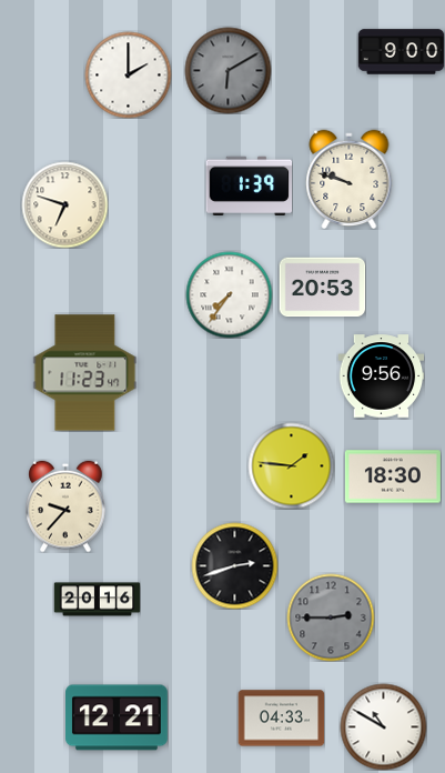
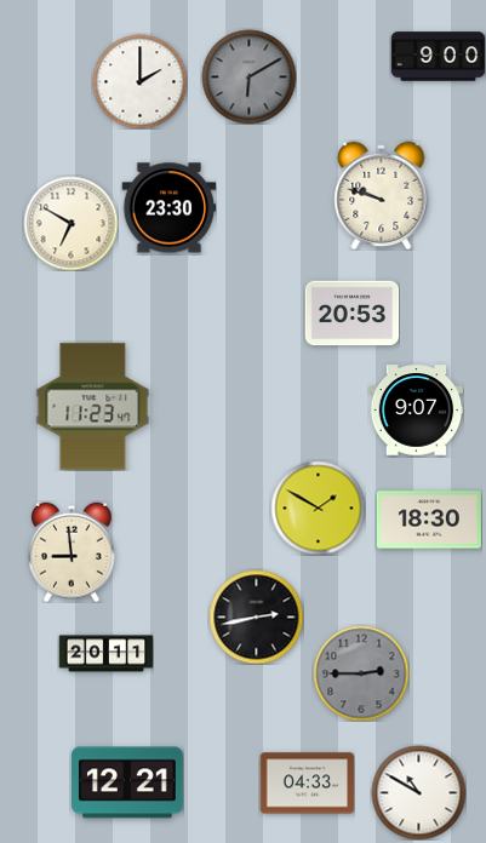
clock at (249, 187): 1:39 -> none
clock at (168, 208): none -> 23:30
clock at (64, 204): 6:48 -> 6:50
clock at (229, 294): 7:36 -> none
clock at (381, 377): 9:56 -> 9:07
clock at (291, 465): 1:46 -> 1:50
clock at (65, 506): 9:37 -> 8:59
clock at (234, 565): 2:42 -> 2:43
clock at (97, 600): 20:16 -> 20:11
